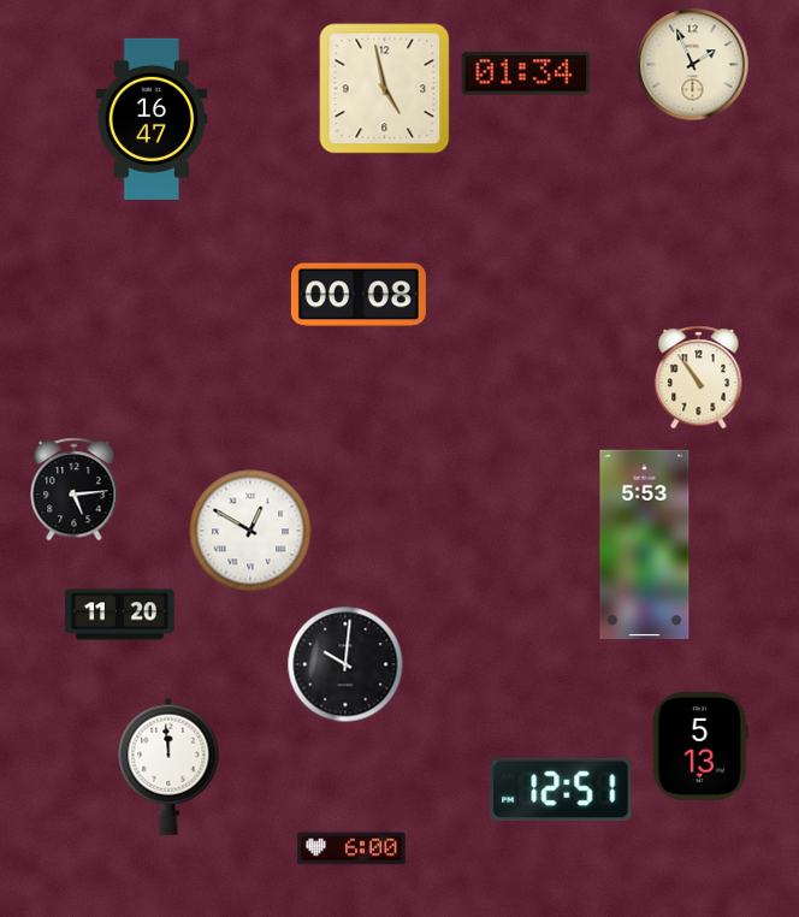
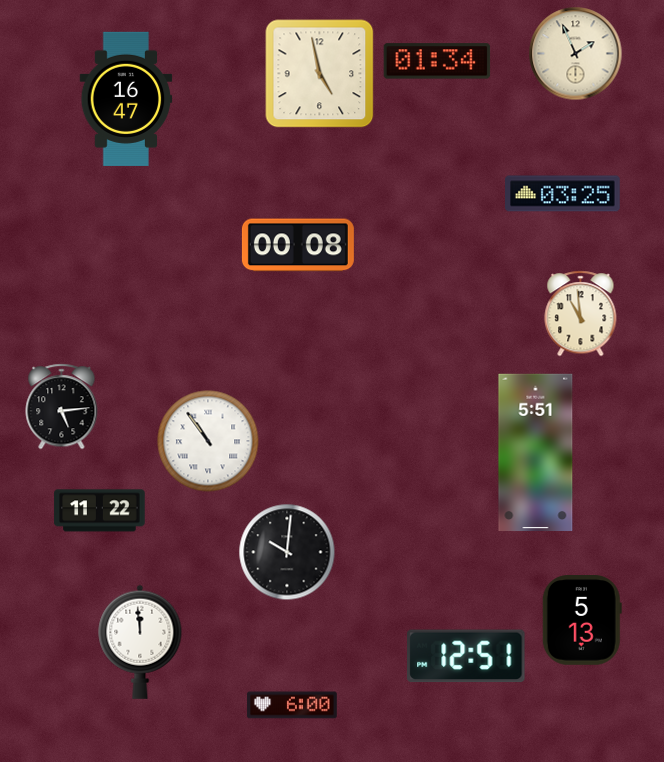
clock at (563, 194): none -> 03:25
clock at (699, 378): 10:54 -> 10:59
clock at (250, 531): 12:50 -> 10:54
clock at (645, 545): 5:53 -> 5:51
clock at (120, 615): 11:20 -> 11:22
clock at (168, 767) position: (168, 767) -> (140, 642)
